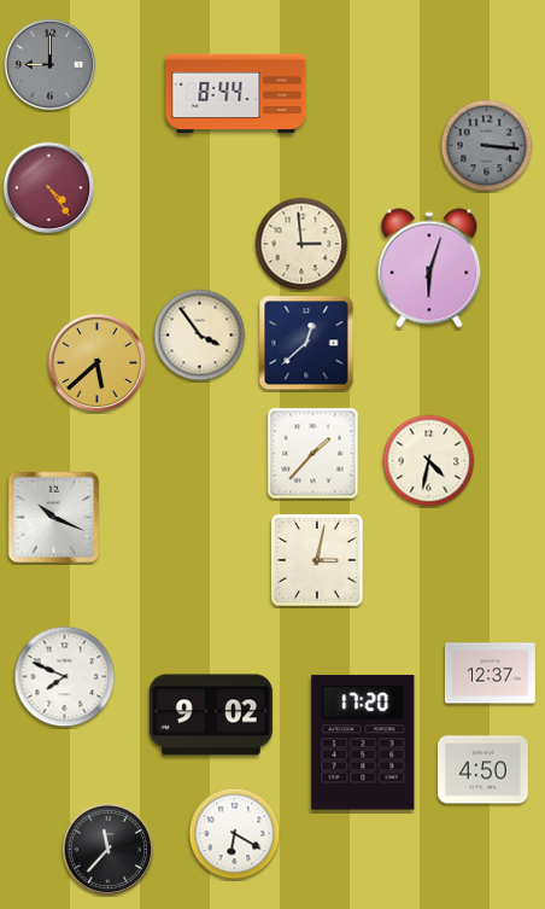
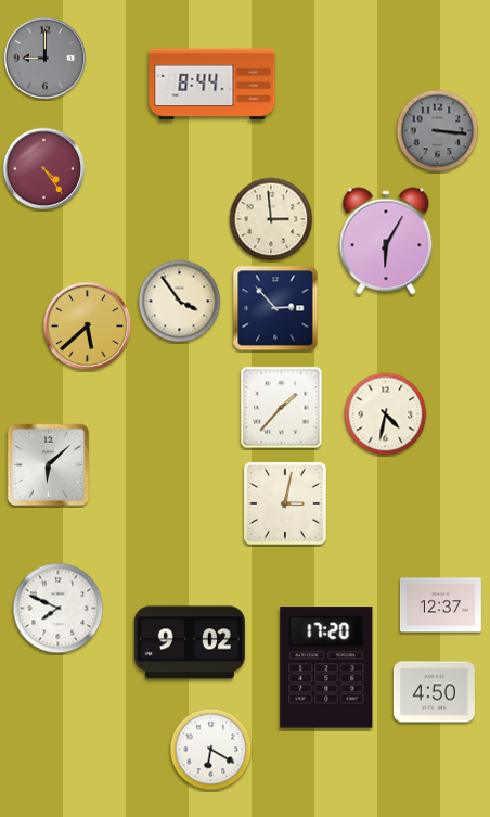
clock at (429, 268): 6:03 -> 6:05
clock at (306, 343): 12:38 -> 2:53
clock at (54, 518): 10:19 -> 6:08
clock at (109, 850): 11:37 -> none
